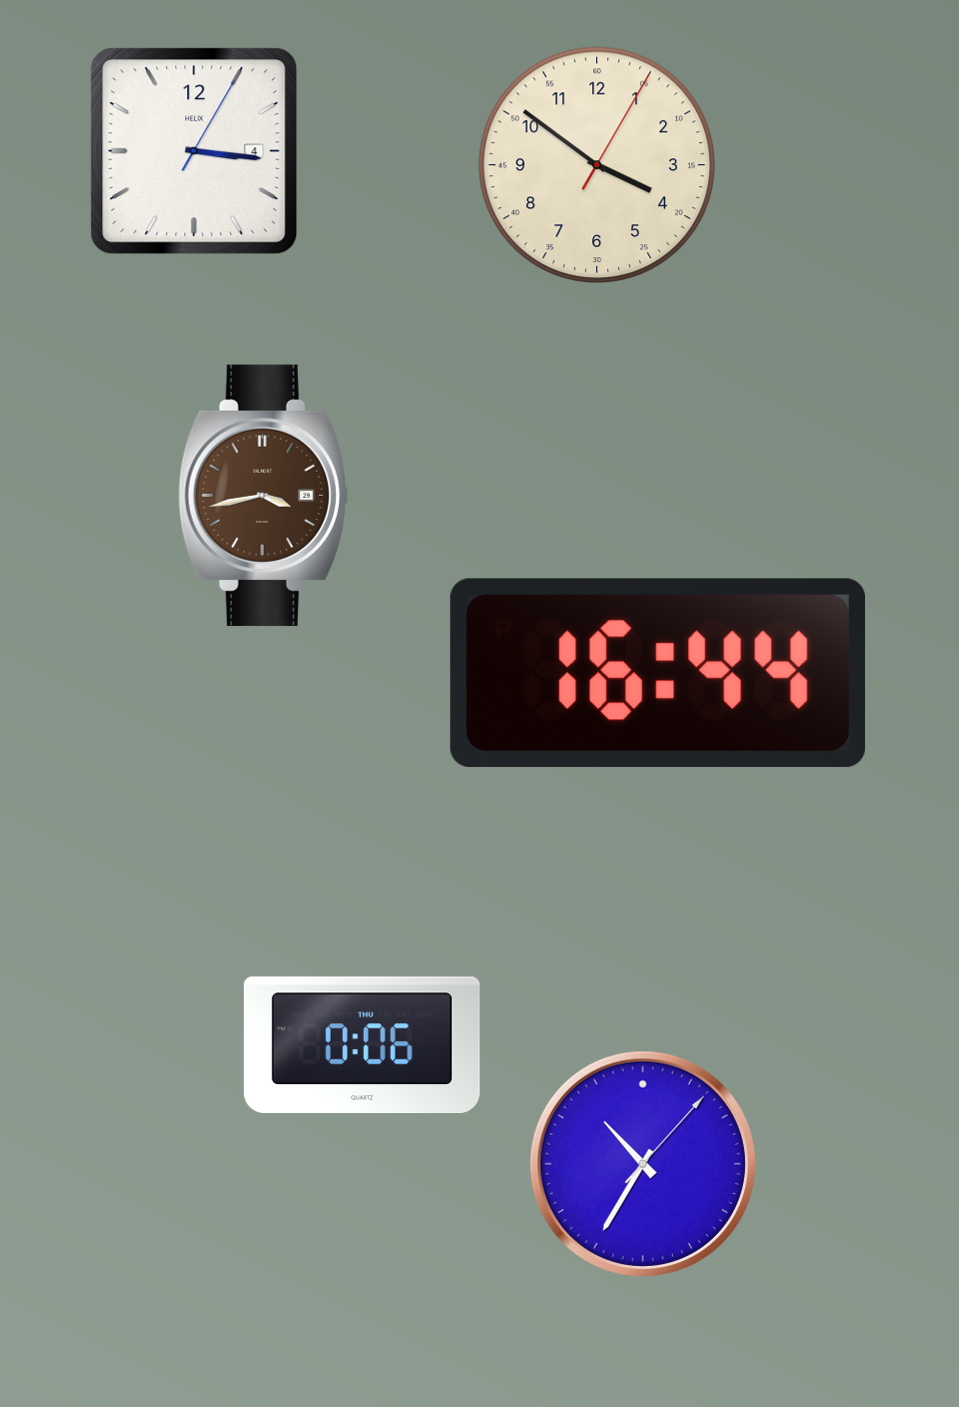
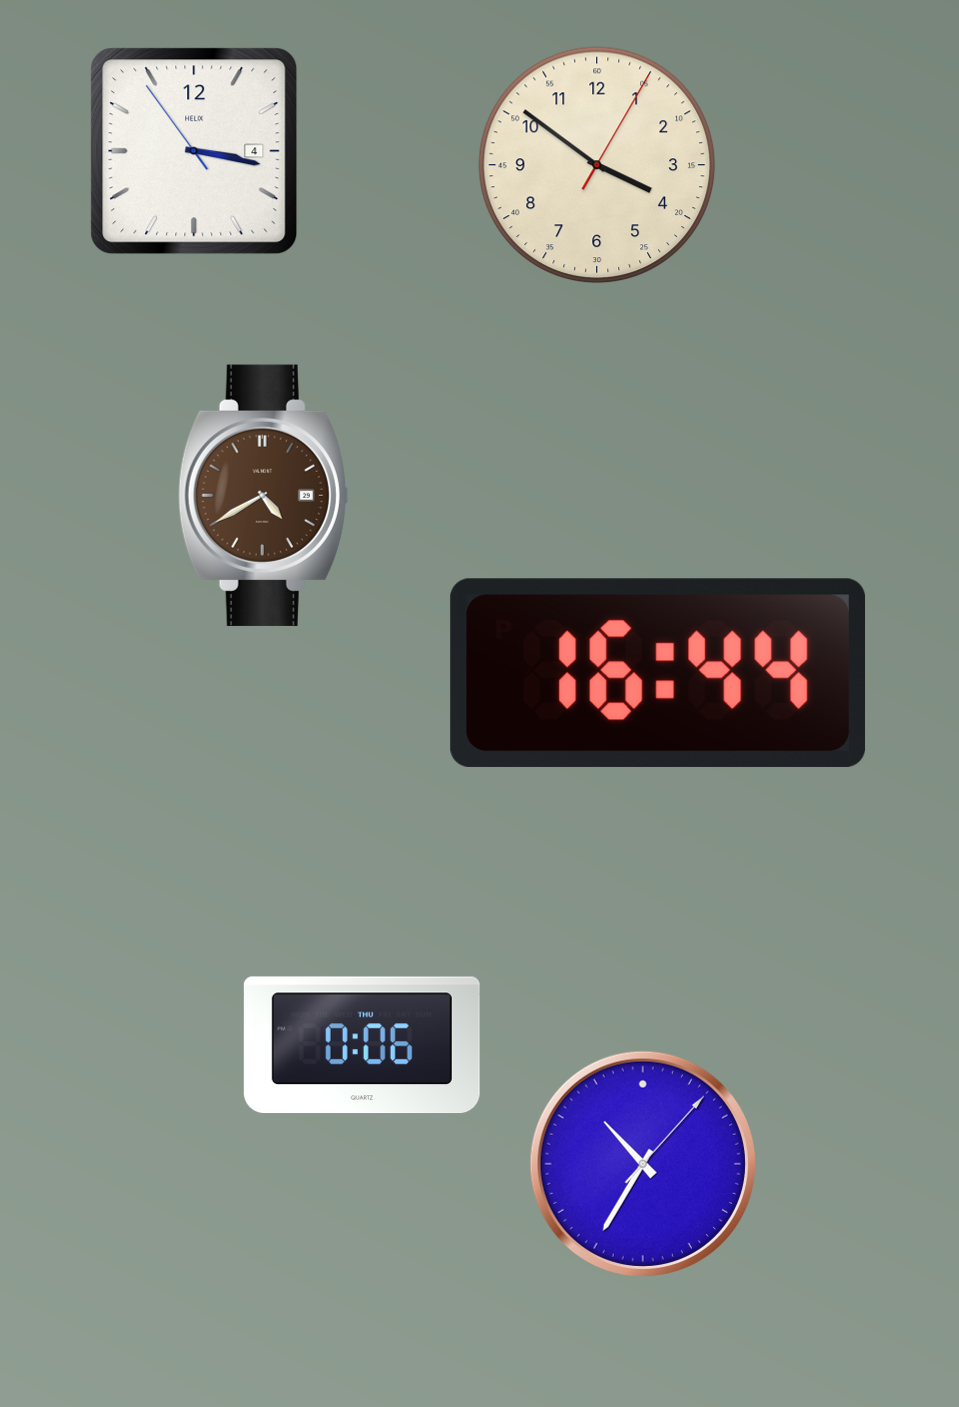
clock at (194, 151): 3:16:05 -> 3:16:54
clock at (263, 495): 3:43 -> 4:40
